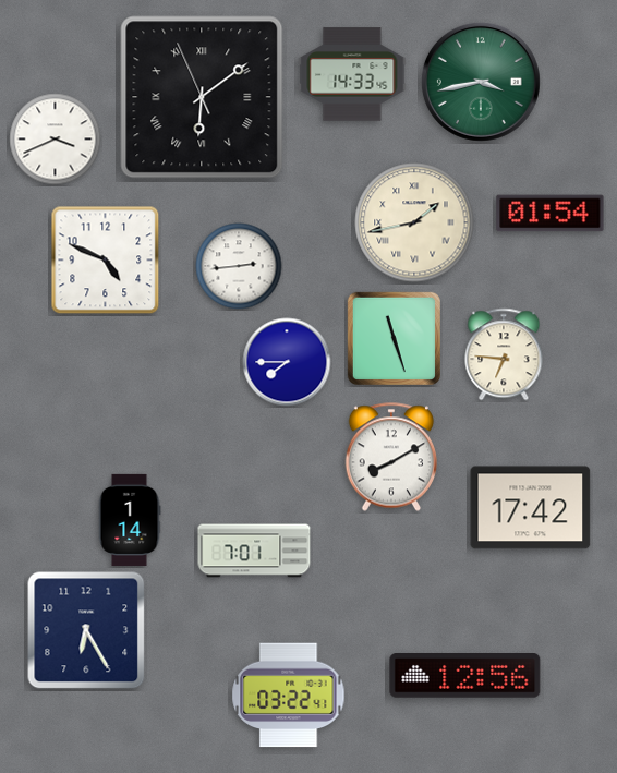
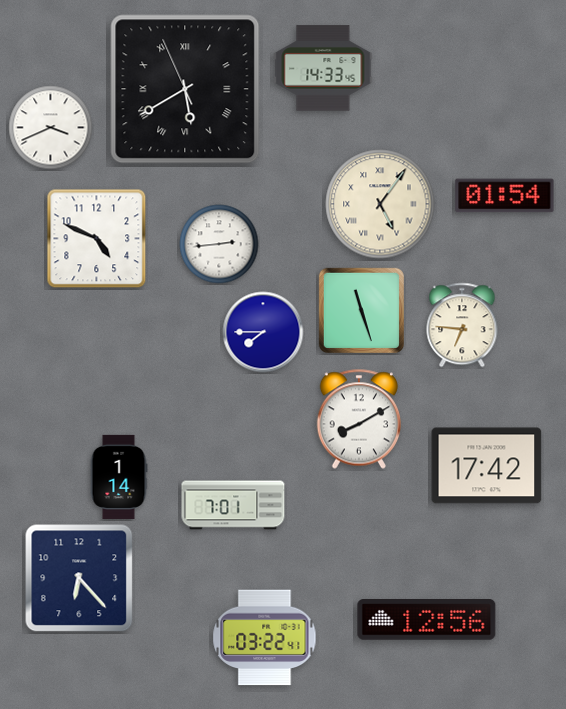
clock at (481, 82): 3:43 -> none
clock at (202, 97): 6:08 -> 5:39
clock at (414, 222): 1:43 -> 5:06
clock at (86, 630): 6:25 -> 6:23
